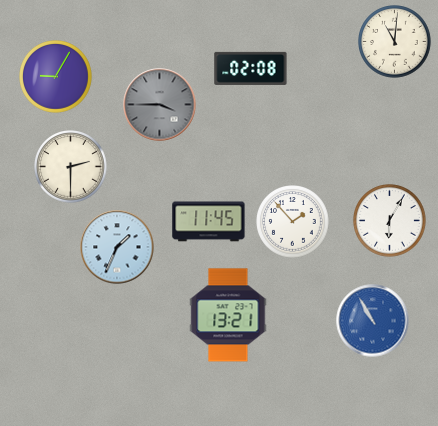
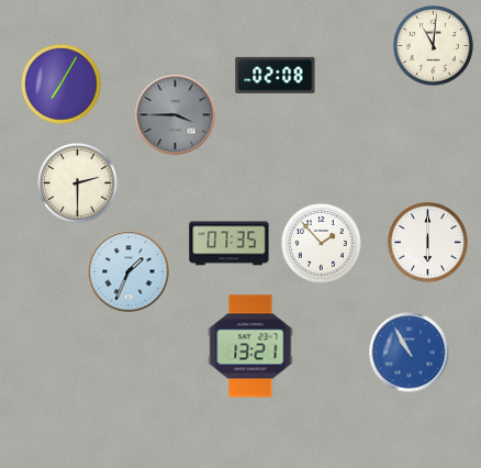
clock at (56, 77): 9:05 -> 7:05
clock at (390, 221): 6:05 -> 6:00
clock at (209, 222): 11:45 -> 07:35
